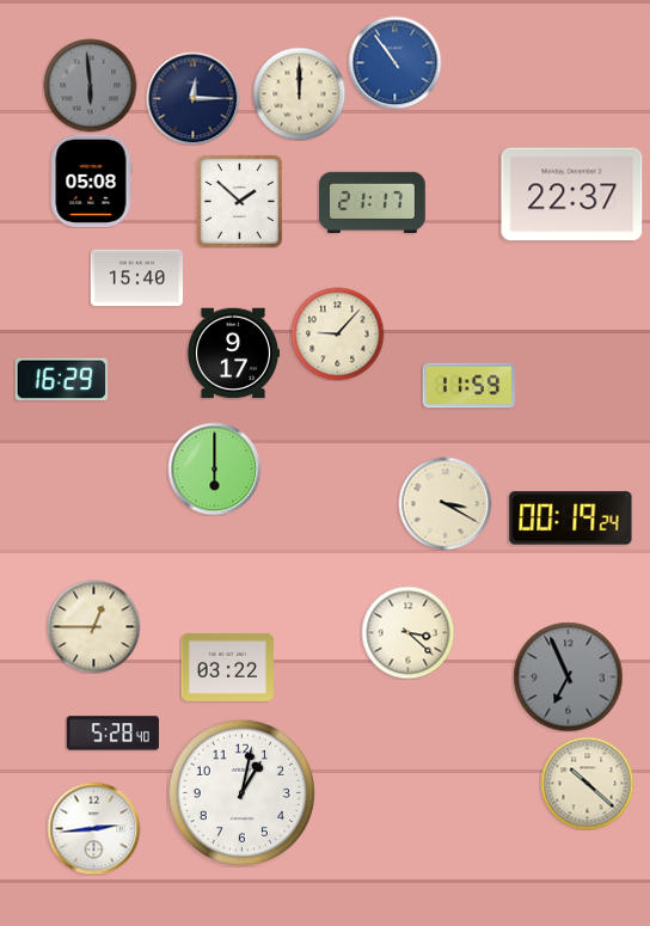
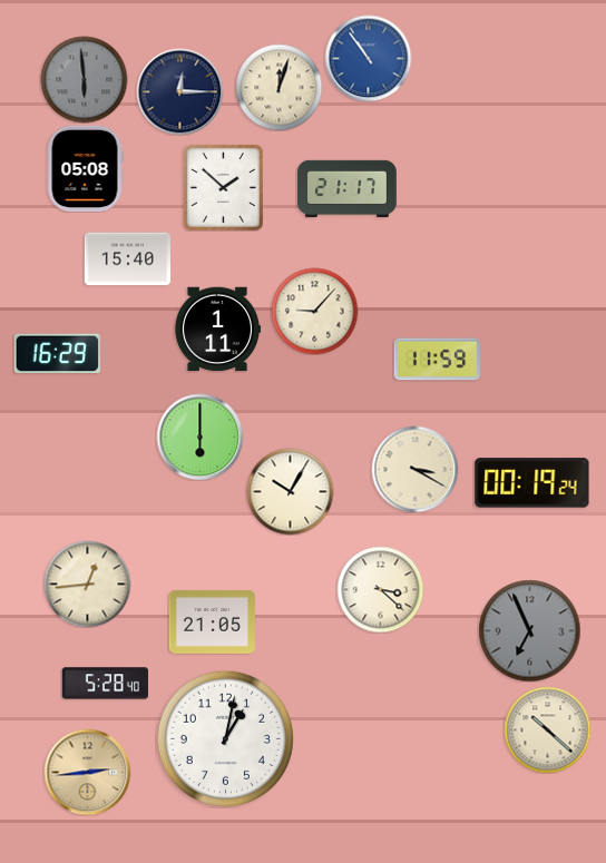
clock at (299, 93): 12:00 -> 12:03
clock at (572, 195): 22:37 -> none
clock at (233, 354): 9:17 -> 1:11
clock at (290, 491): none -> 10:05
clock at (93, 626): 12:45 -> 12:44
clock at (227, 667): 03:22 -> 21:05
clock at (93, 828) dial: white -> champagne
